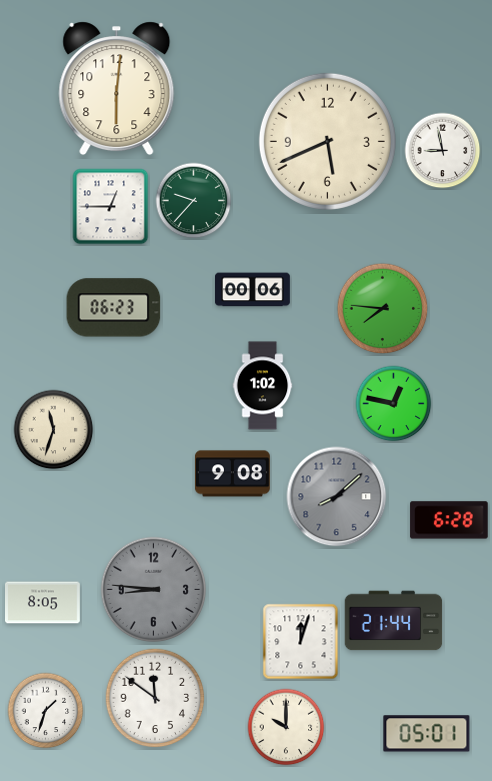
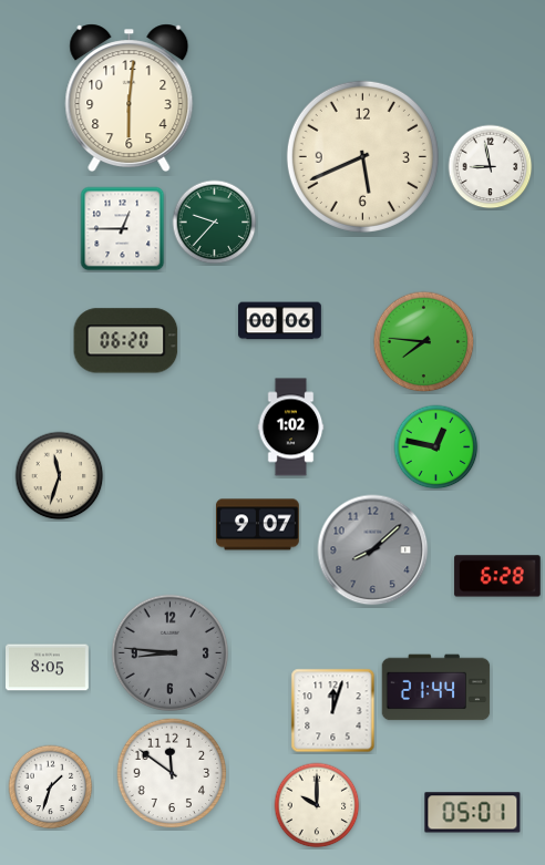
clock at (114, 308): 06:23 -> 06:20
clock at (232, 474): 9:08 -> 9:07
